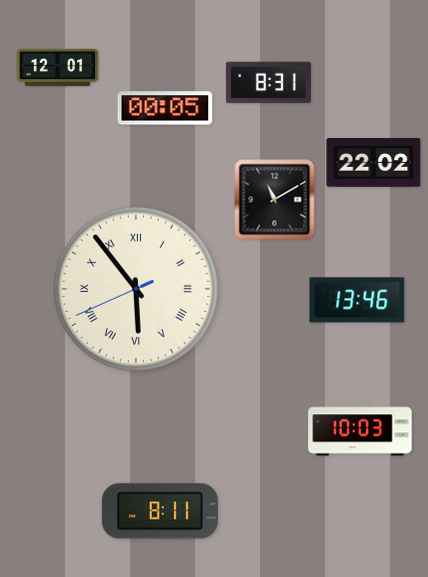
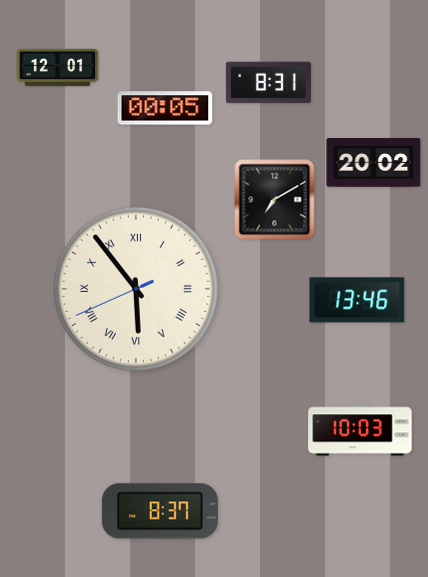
clock at (374, 163): 22:02 -> 20:02
clock at (275, 200): 11:10 -> 7:10
clock at (160, 511): 8:11 -> 8:37
